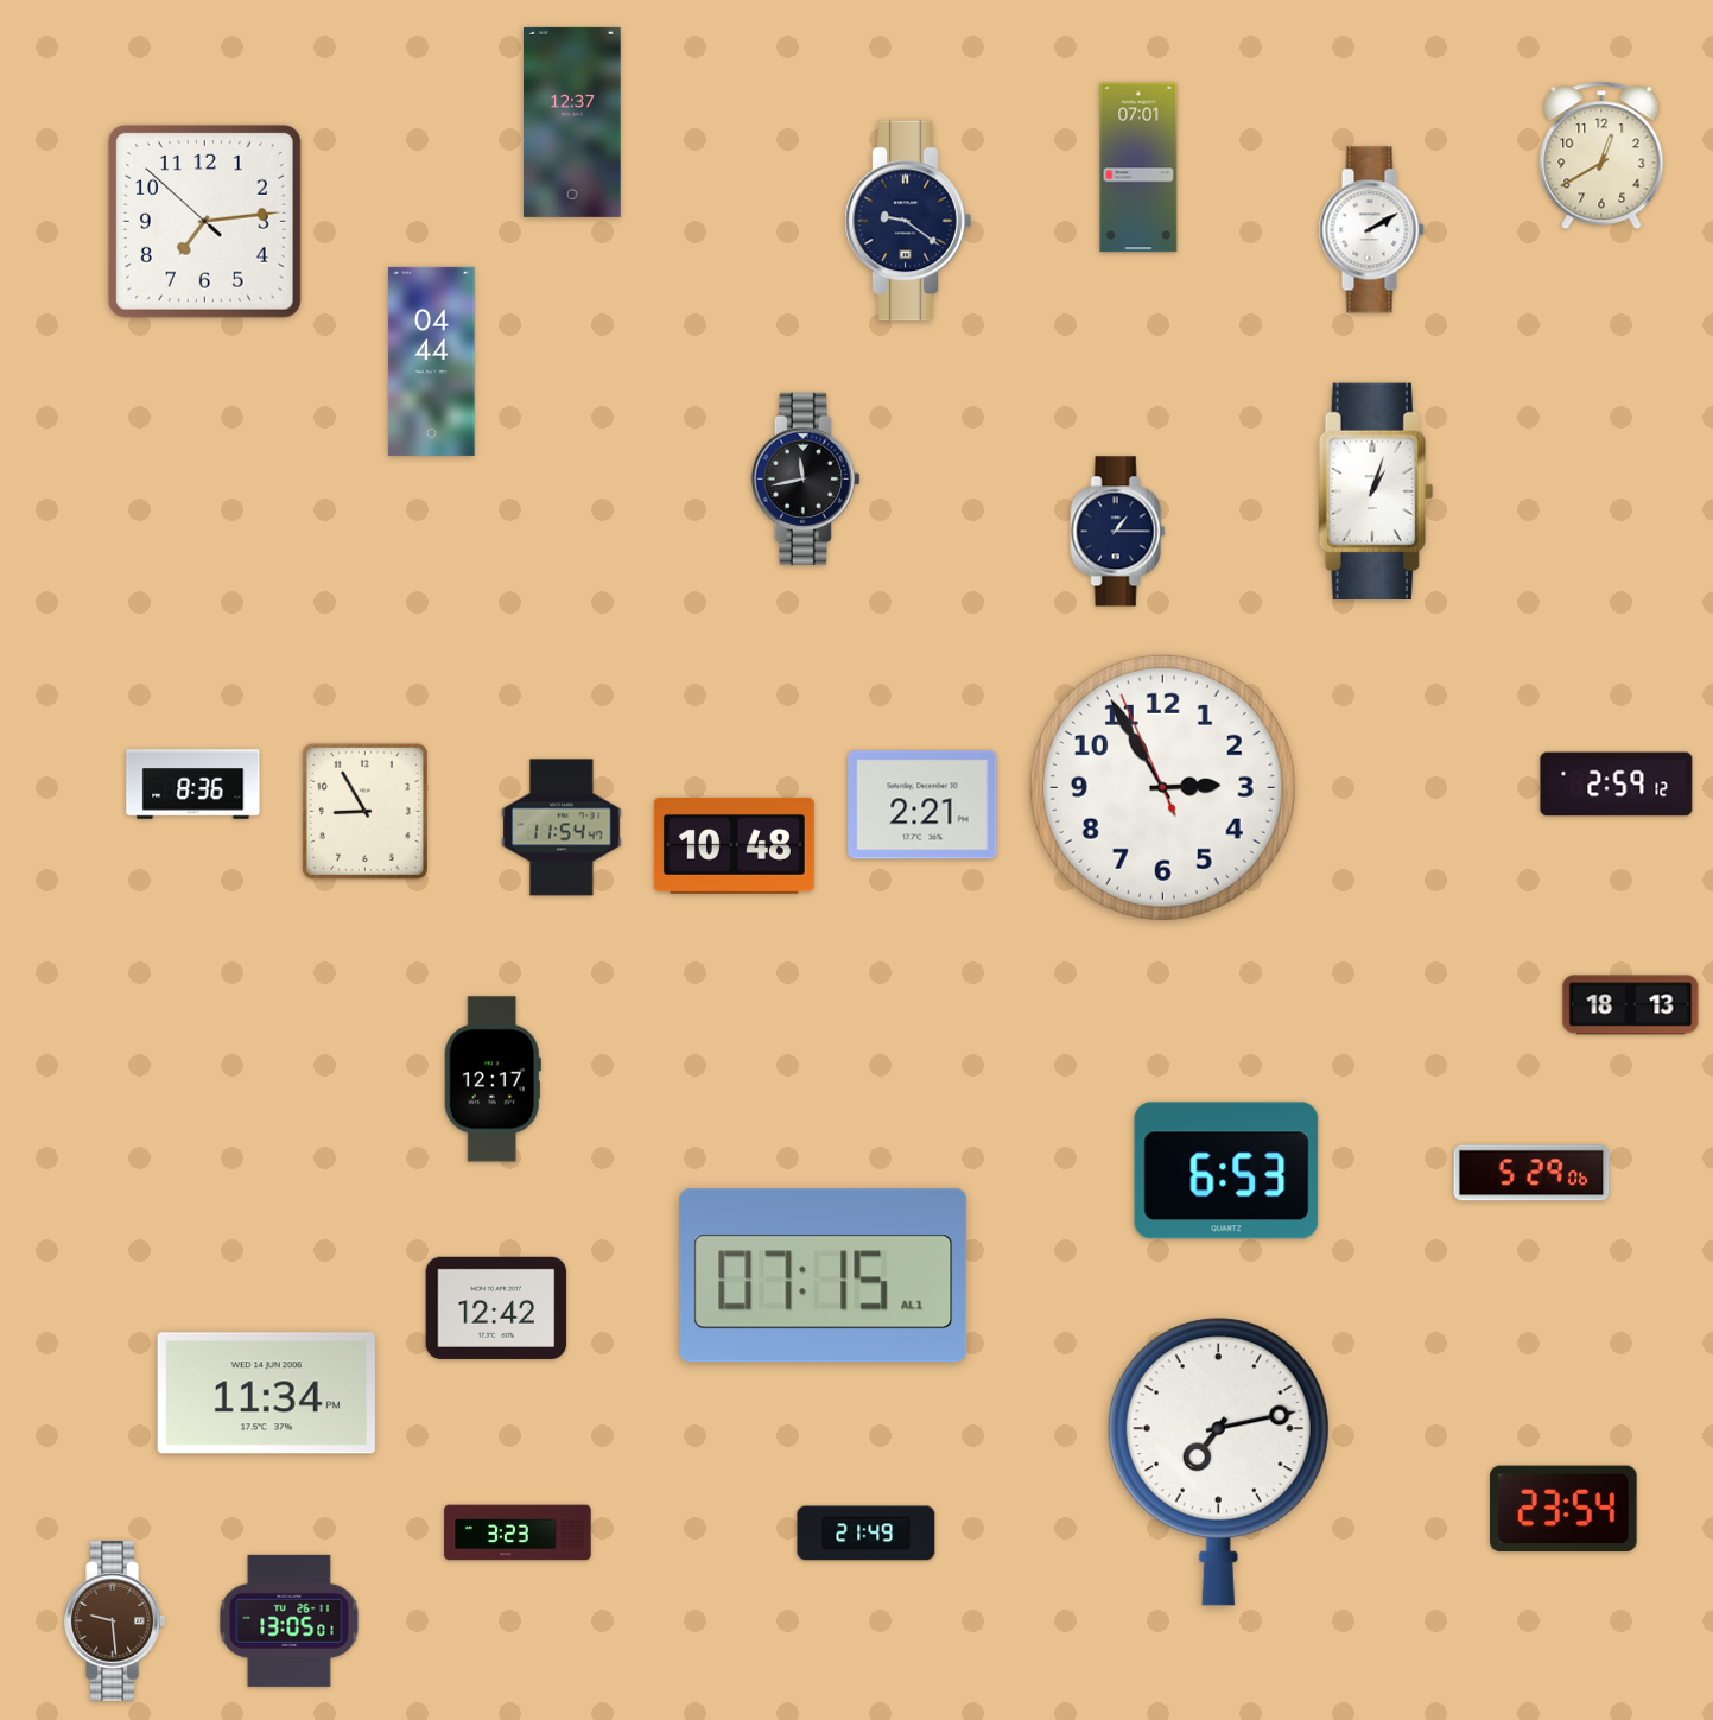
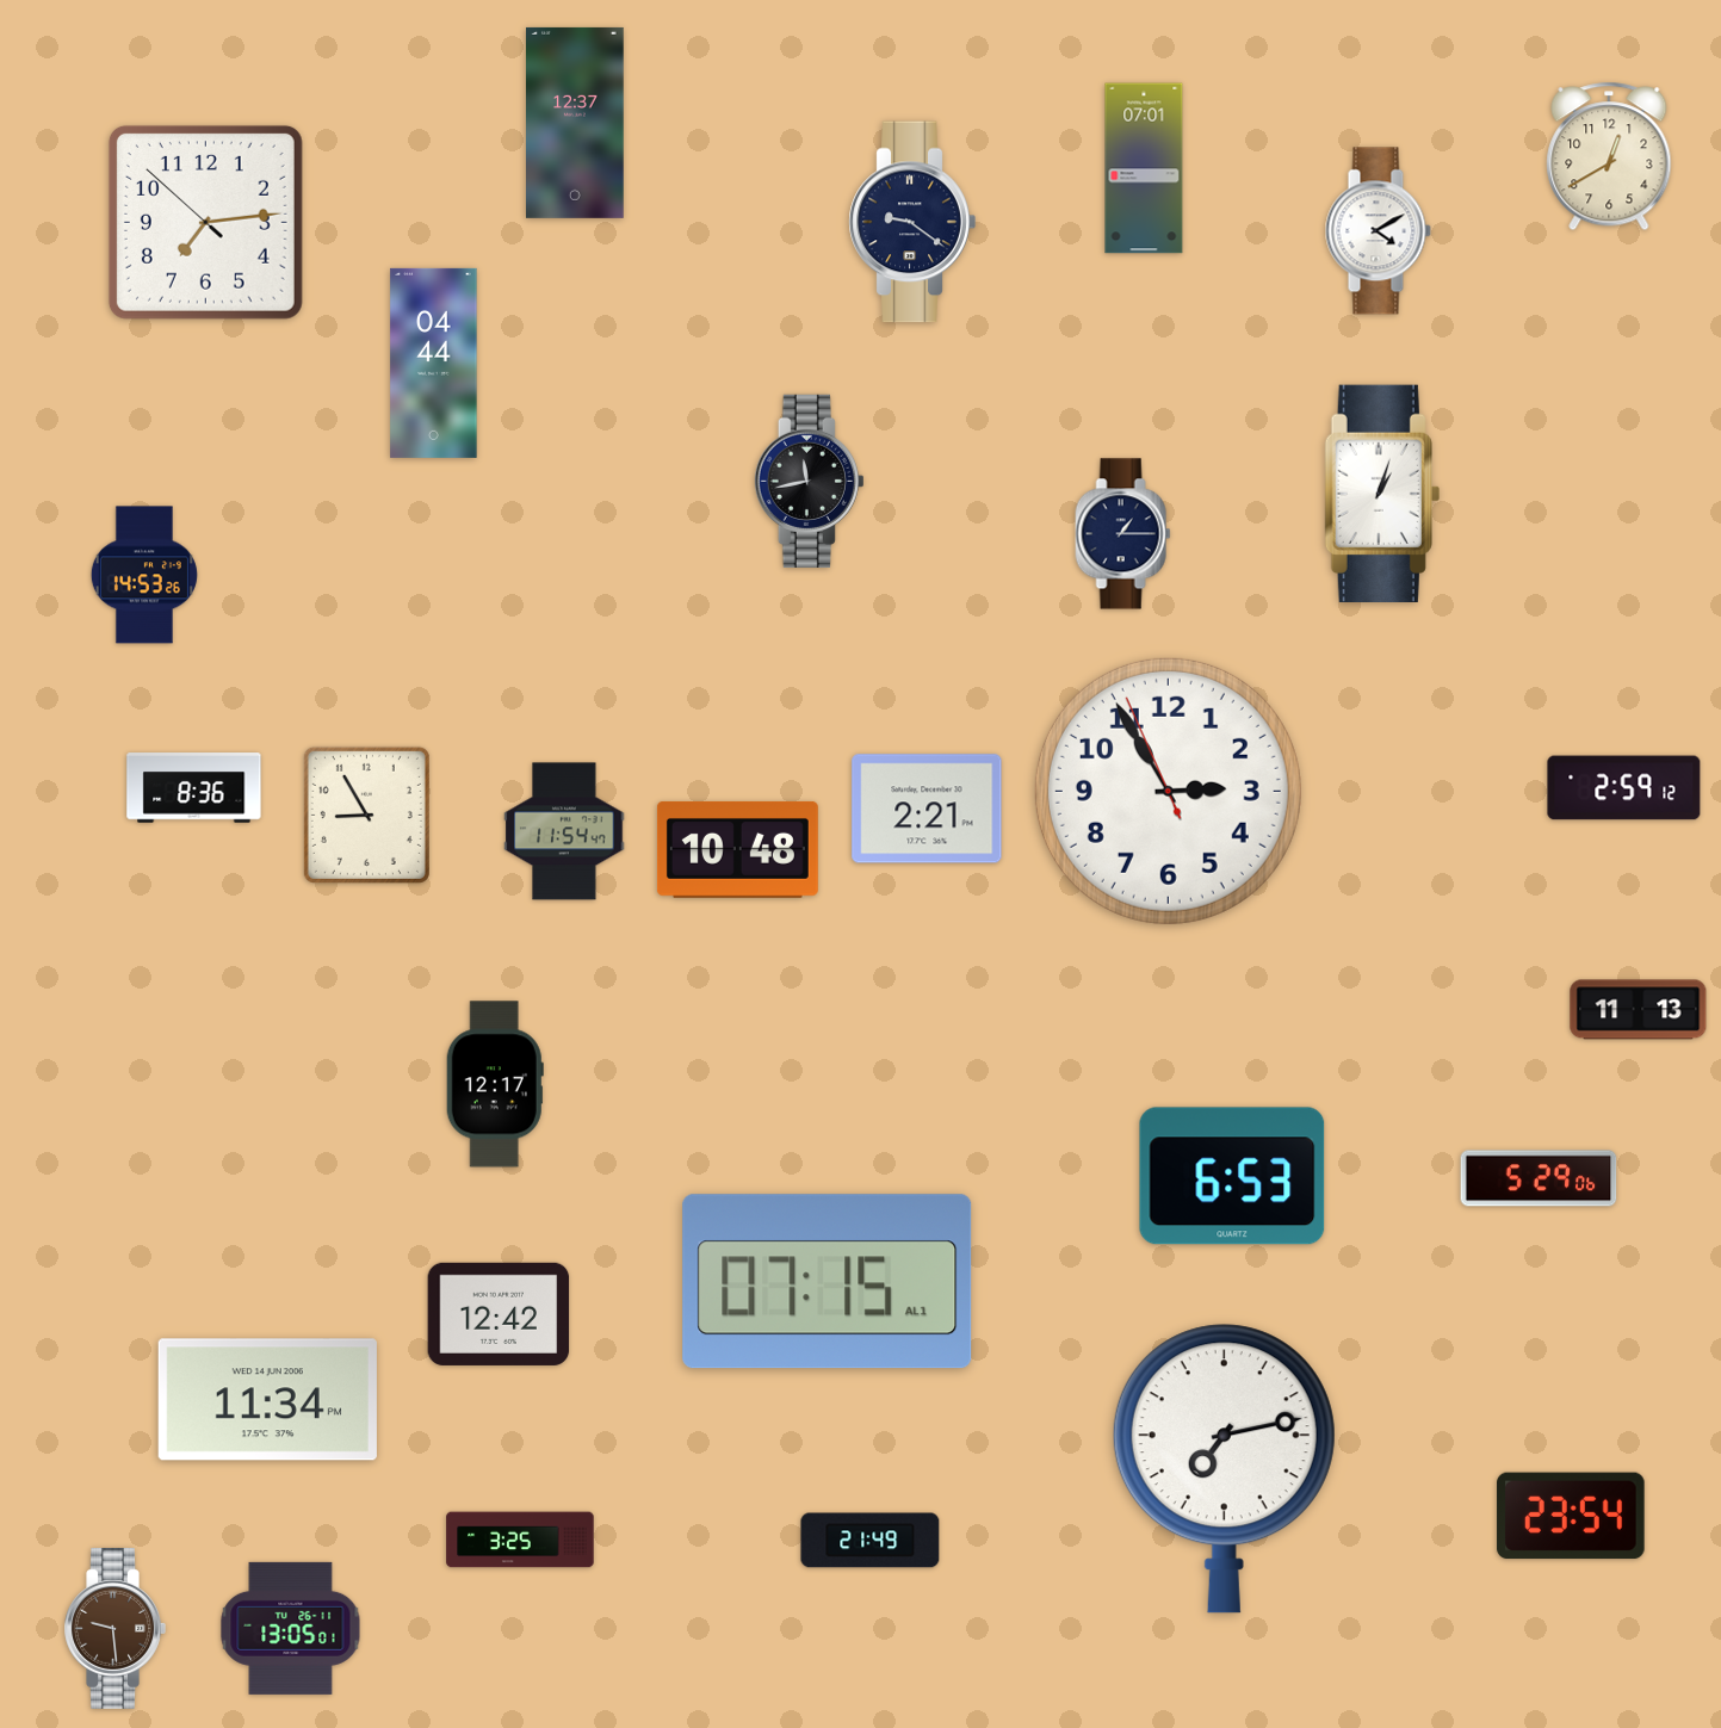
clock at (1371, 230): 2:10 -> 4:10
clock at (144, 575): none -> 14:53
clock at (1631, 1005): 18:13 -> 11:13
clock at (518, 1532): 3:23 -> 3:25
